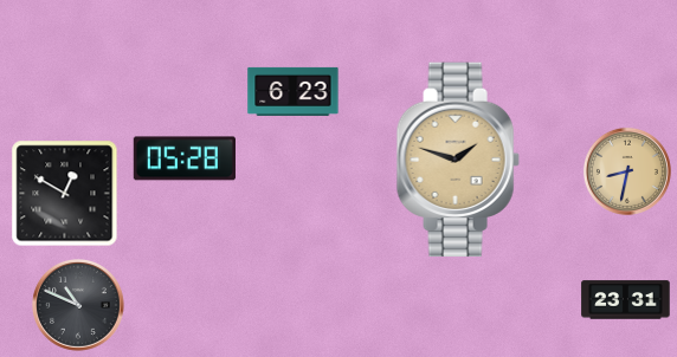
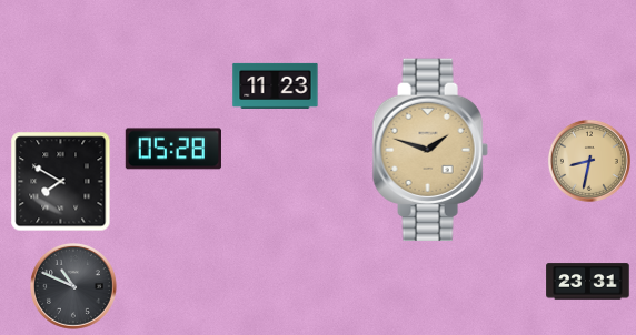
clock at (294, 91): 6:23 -> 11:23
clock at (65, 194): 12:50 -> 7:50
